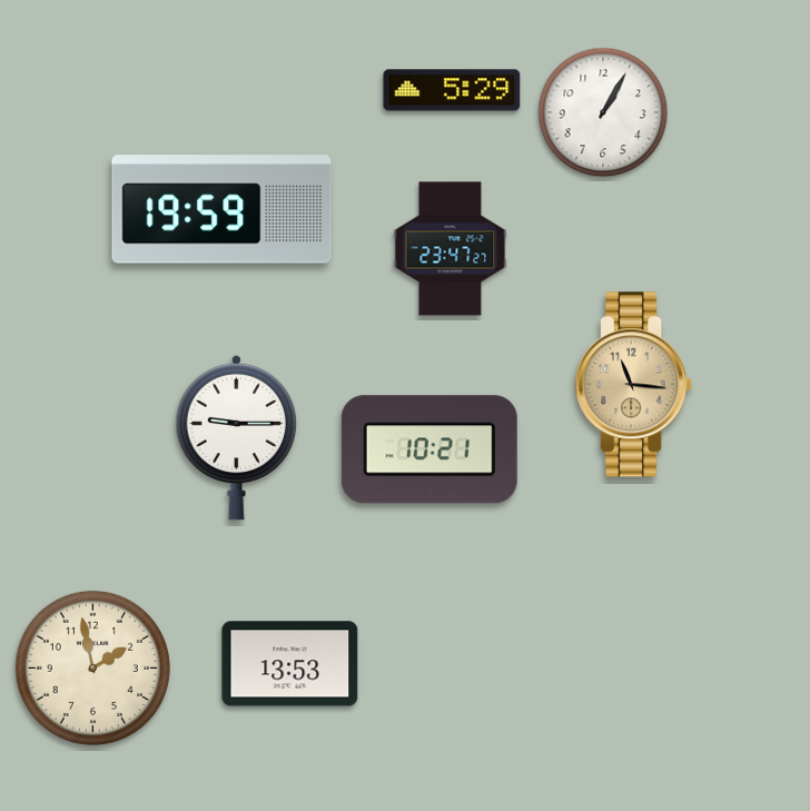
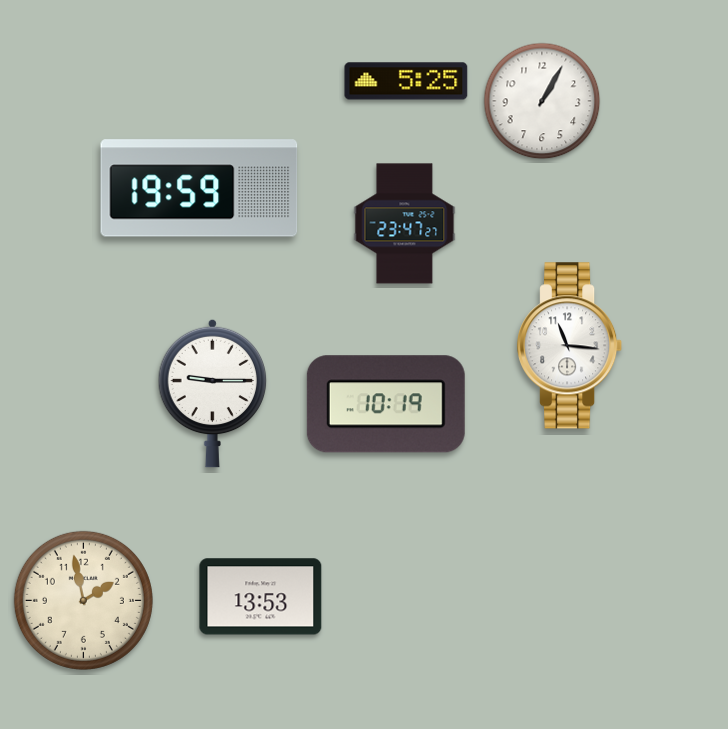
clock at (452, 90): 5:29 -> 5:25
clock at (634, 385) dial: champagne -> white
clock at (429, 449): 10:21 -> 10:19
